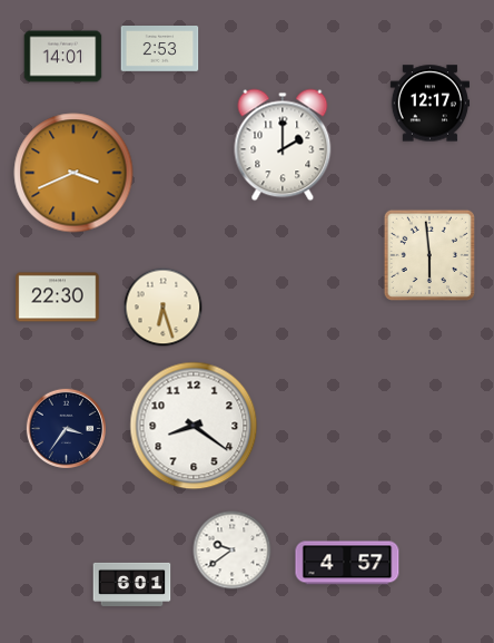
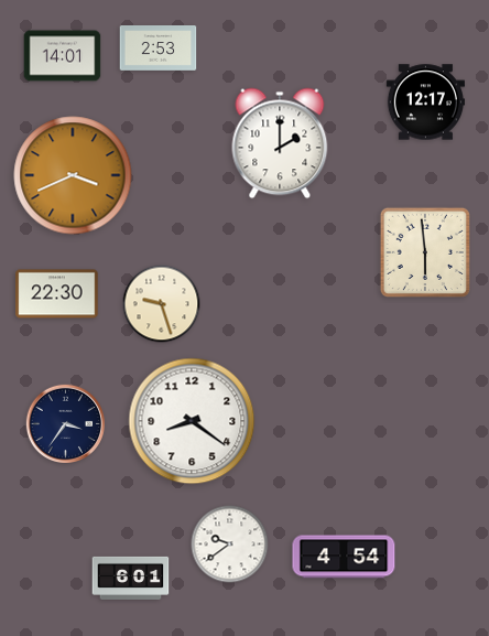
clock at (73, 173) position: (73, 173) -> (73, 175)
clock at (164, 308): 6:27 -> 9:27
clock at (347, 563): 4:57 -> 4:54
